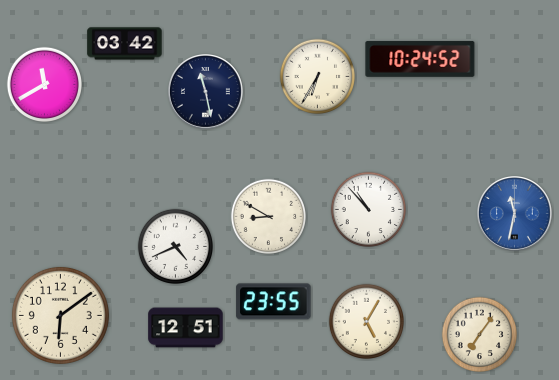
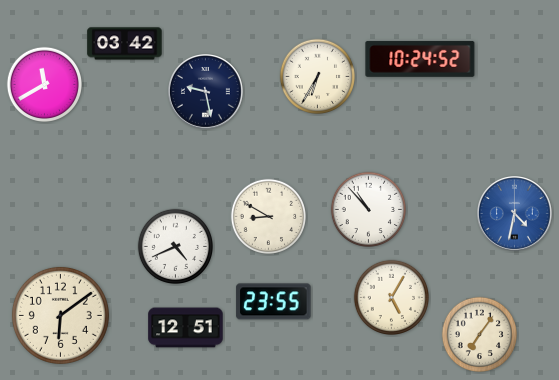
clock at (206, 92): 11:28 -> 9:28
clock at (515, 214): 11:32 -> 4:32
clock at (366, 321) position: (366, 321) -> (391, 297)
